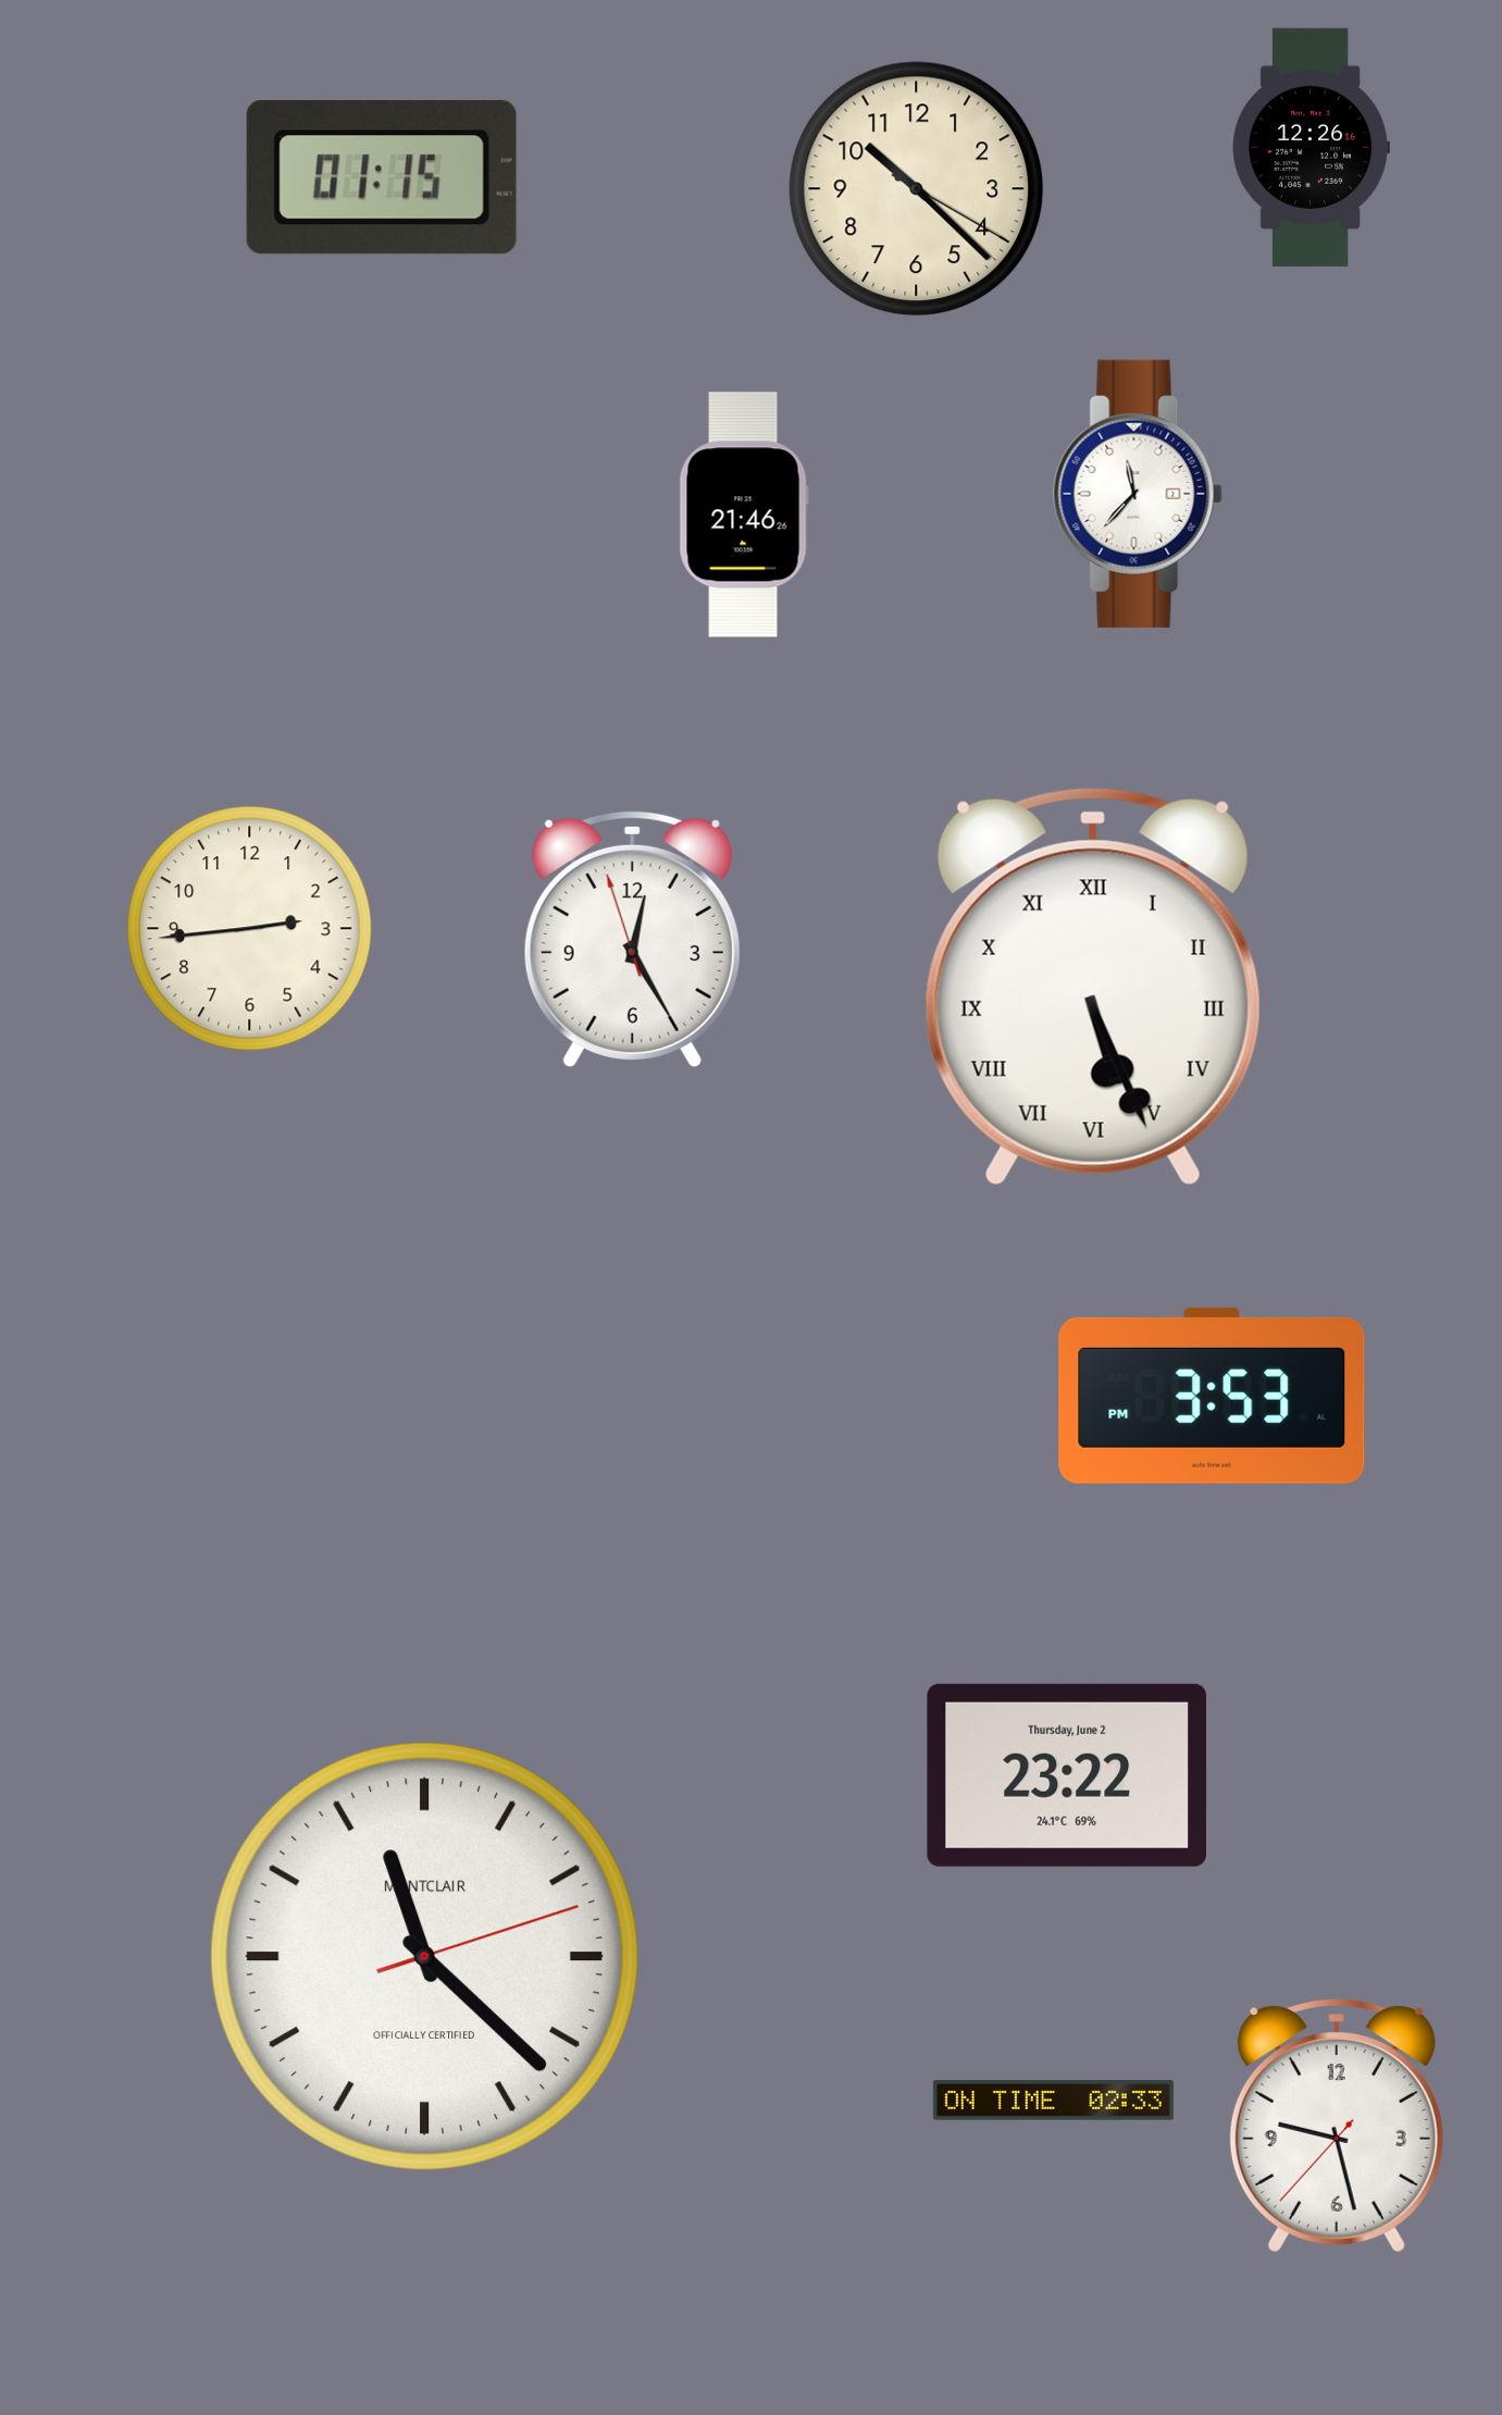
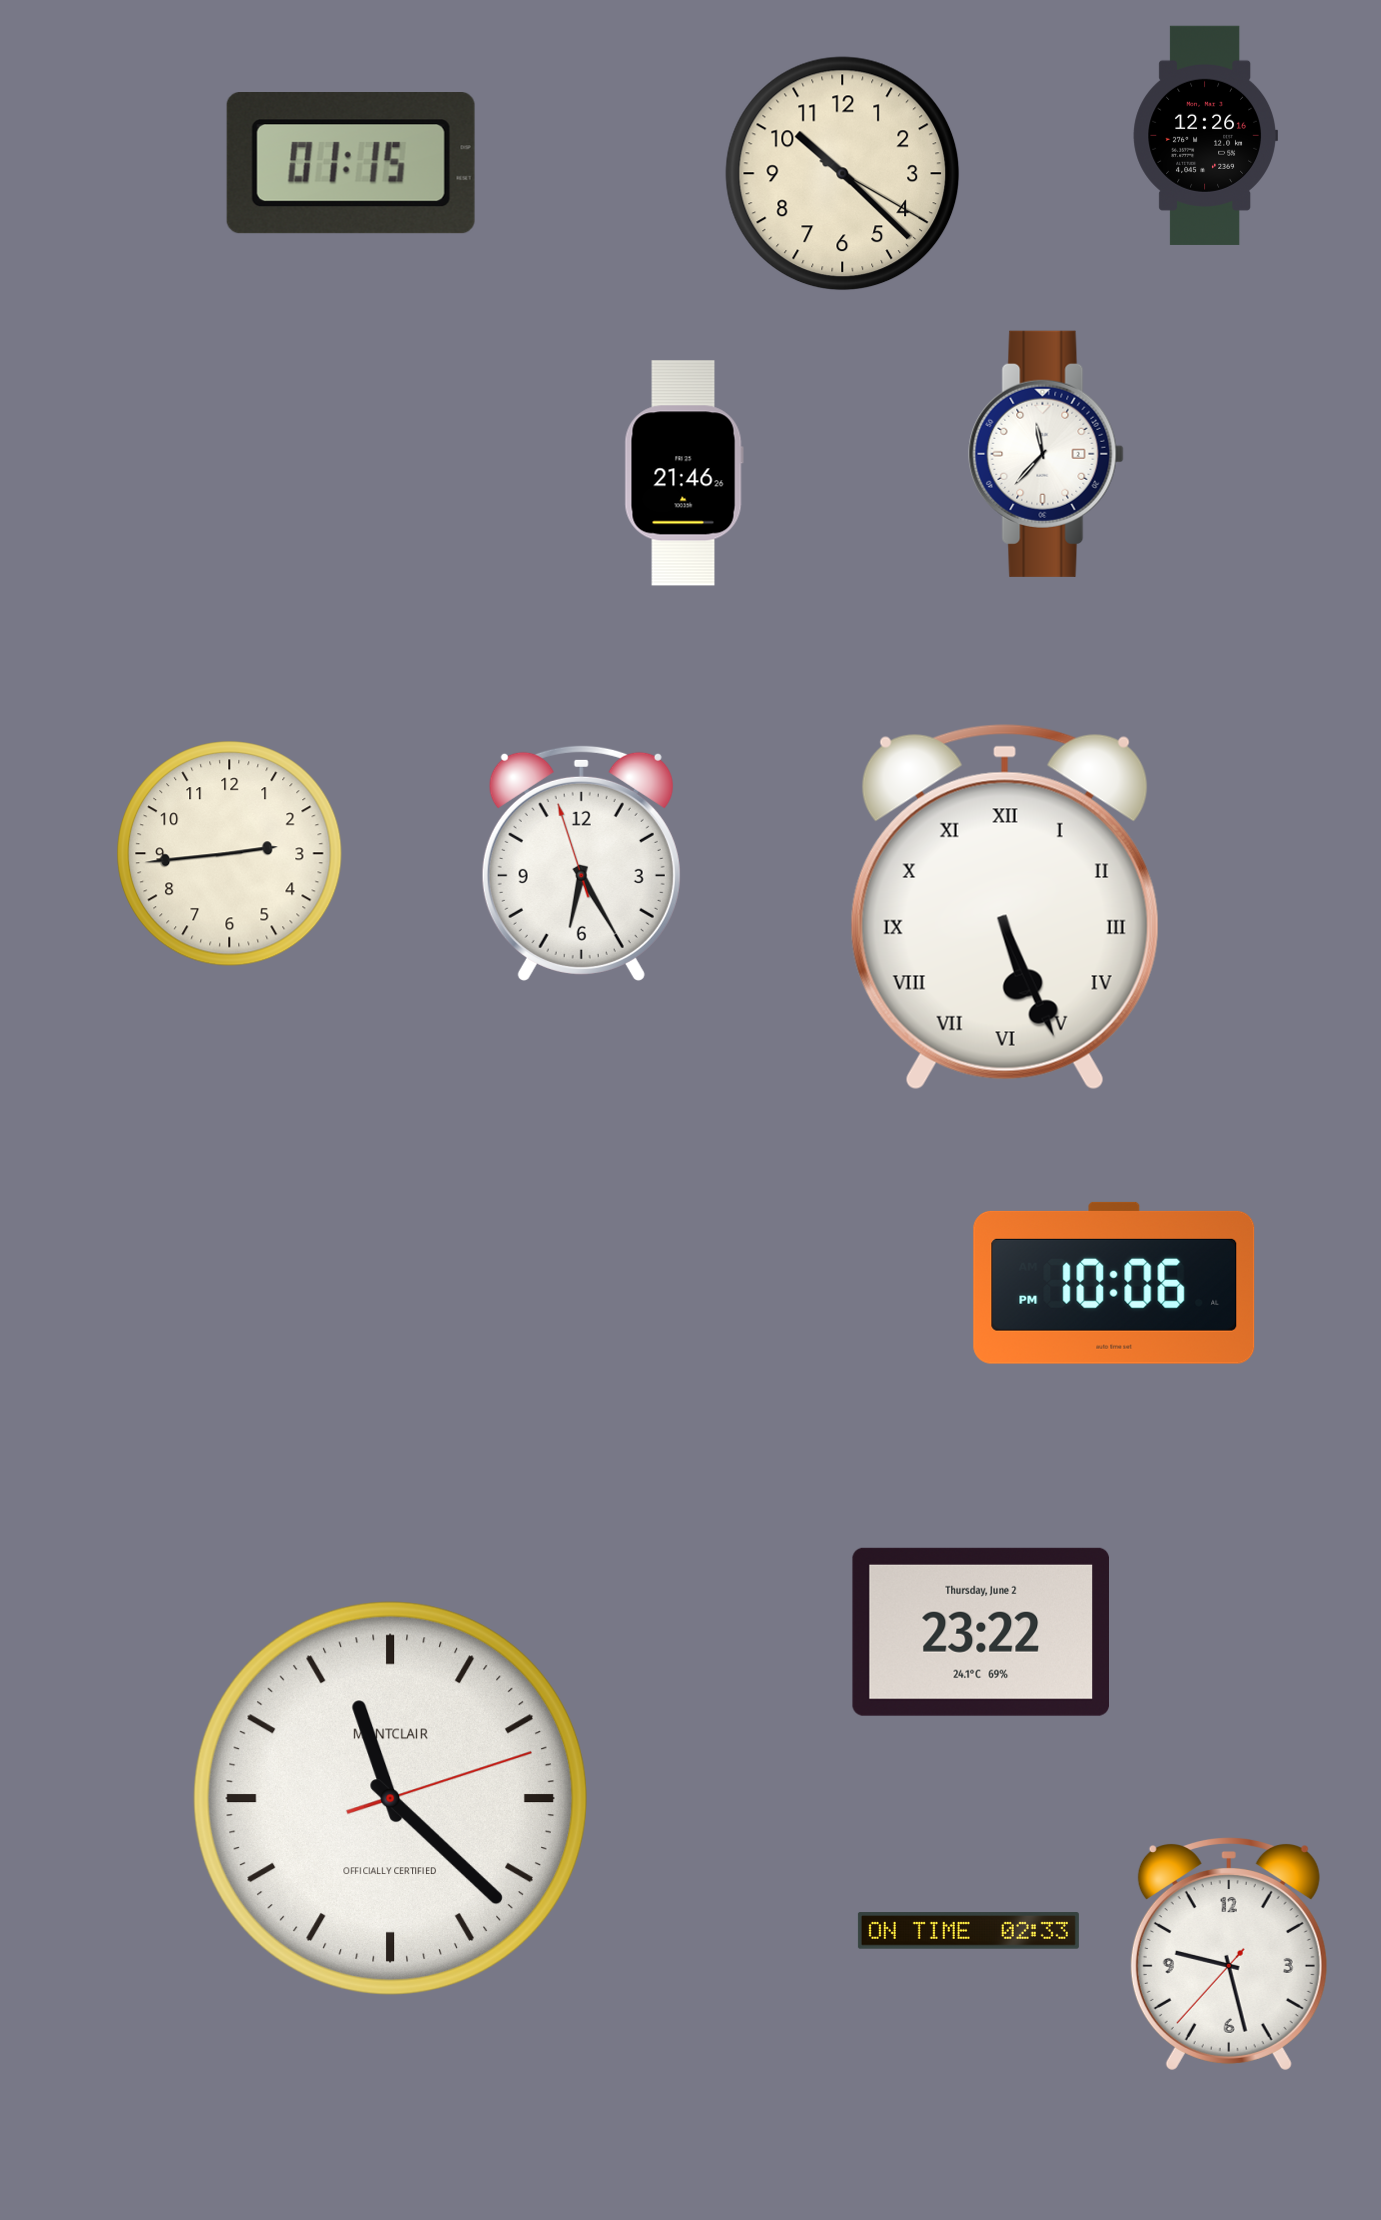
clock at (632, 939): 12:24 -> 6:24
clock at (1212, 1396): 3:53 -> 10:06
